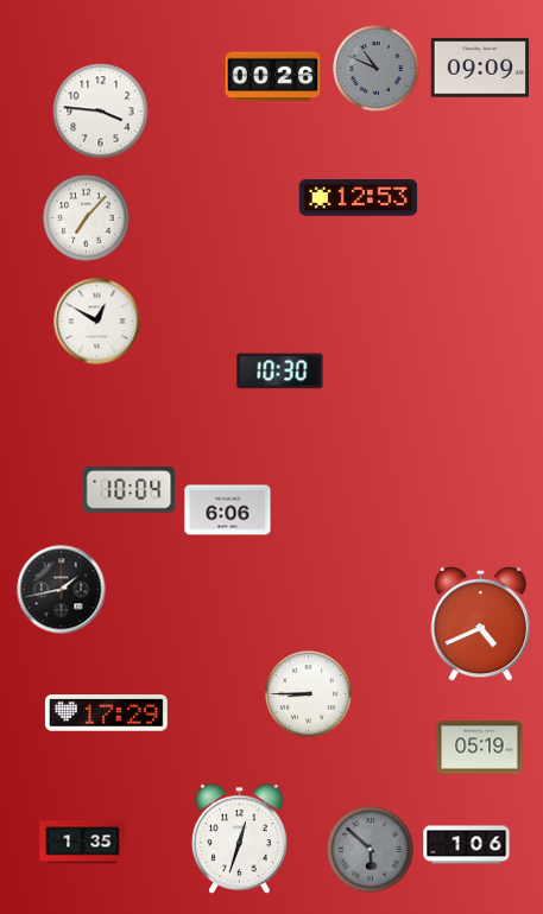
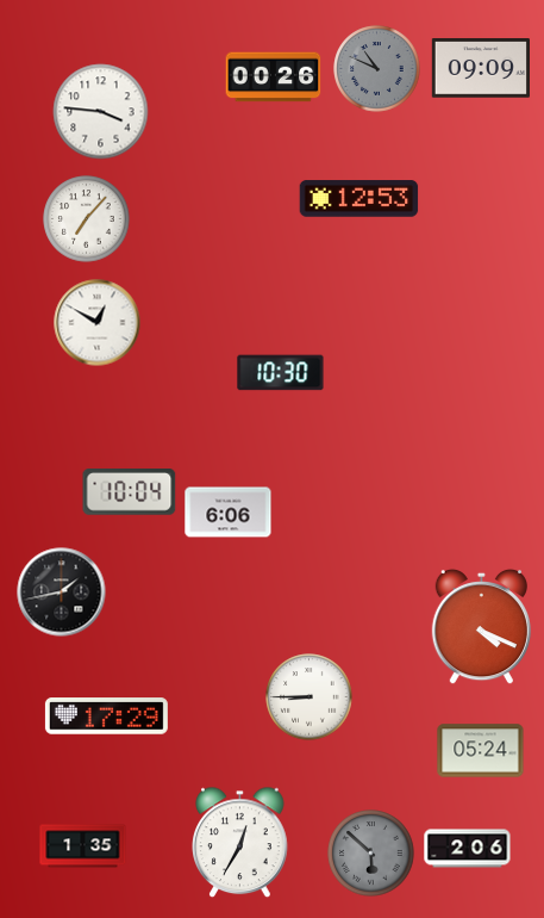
clock at (480, 624): 4:41 -> 4:19
clock at (480, 748): 05:19 -> 05:24
clock at (240, 839): 12:33 -> 12:35
clock at (467, 845): 1:06 -> 2:06
